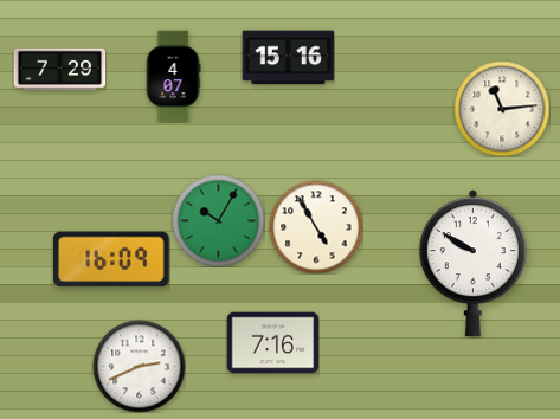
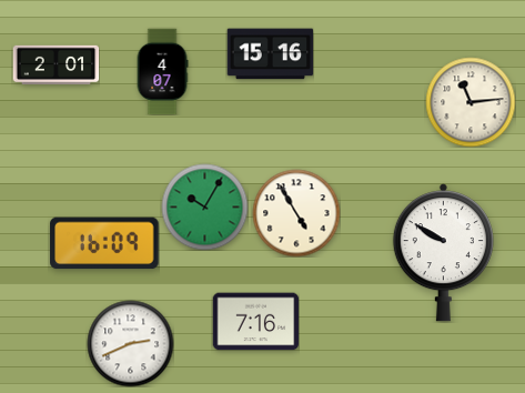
clock at (59, 69): 7:29 -> 2:01
clock at (472, 264) position: (472, 264) -> (443, 253)
